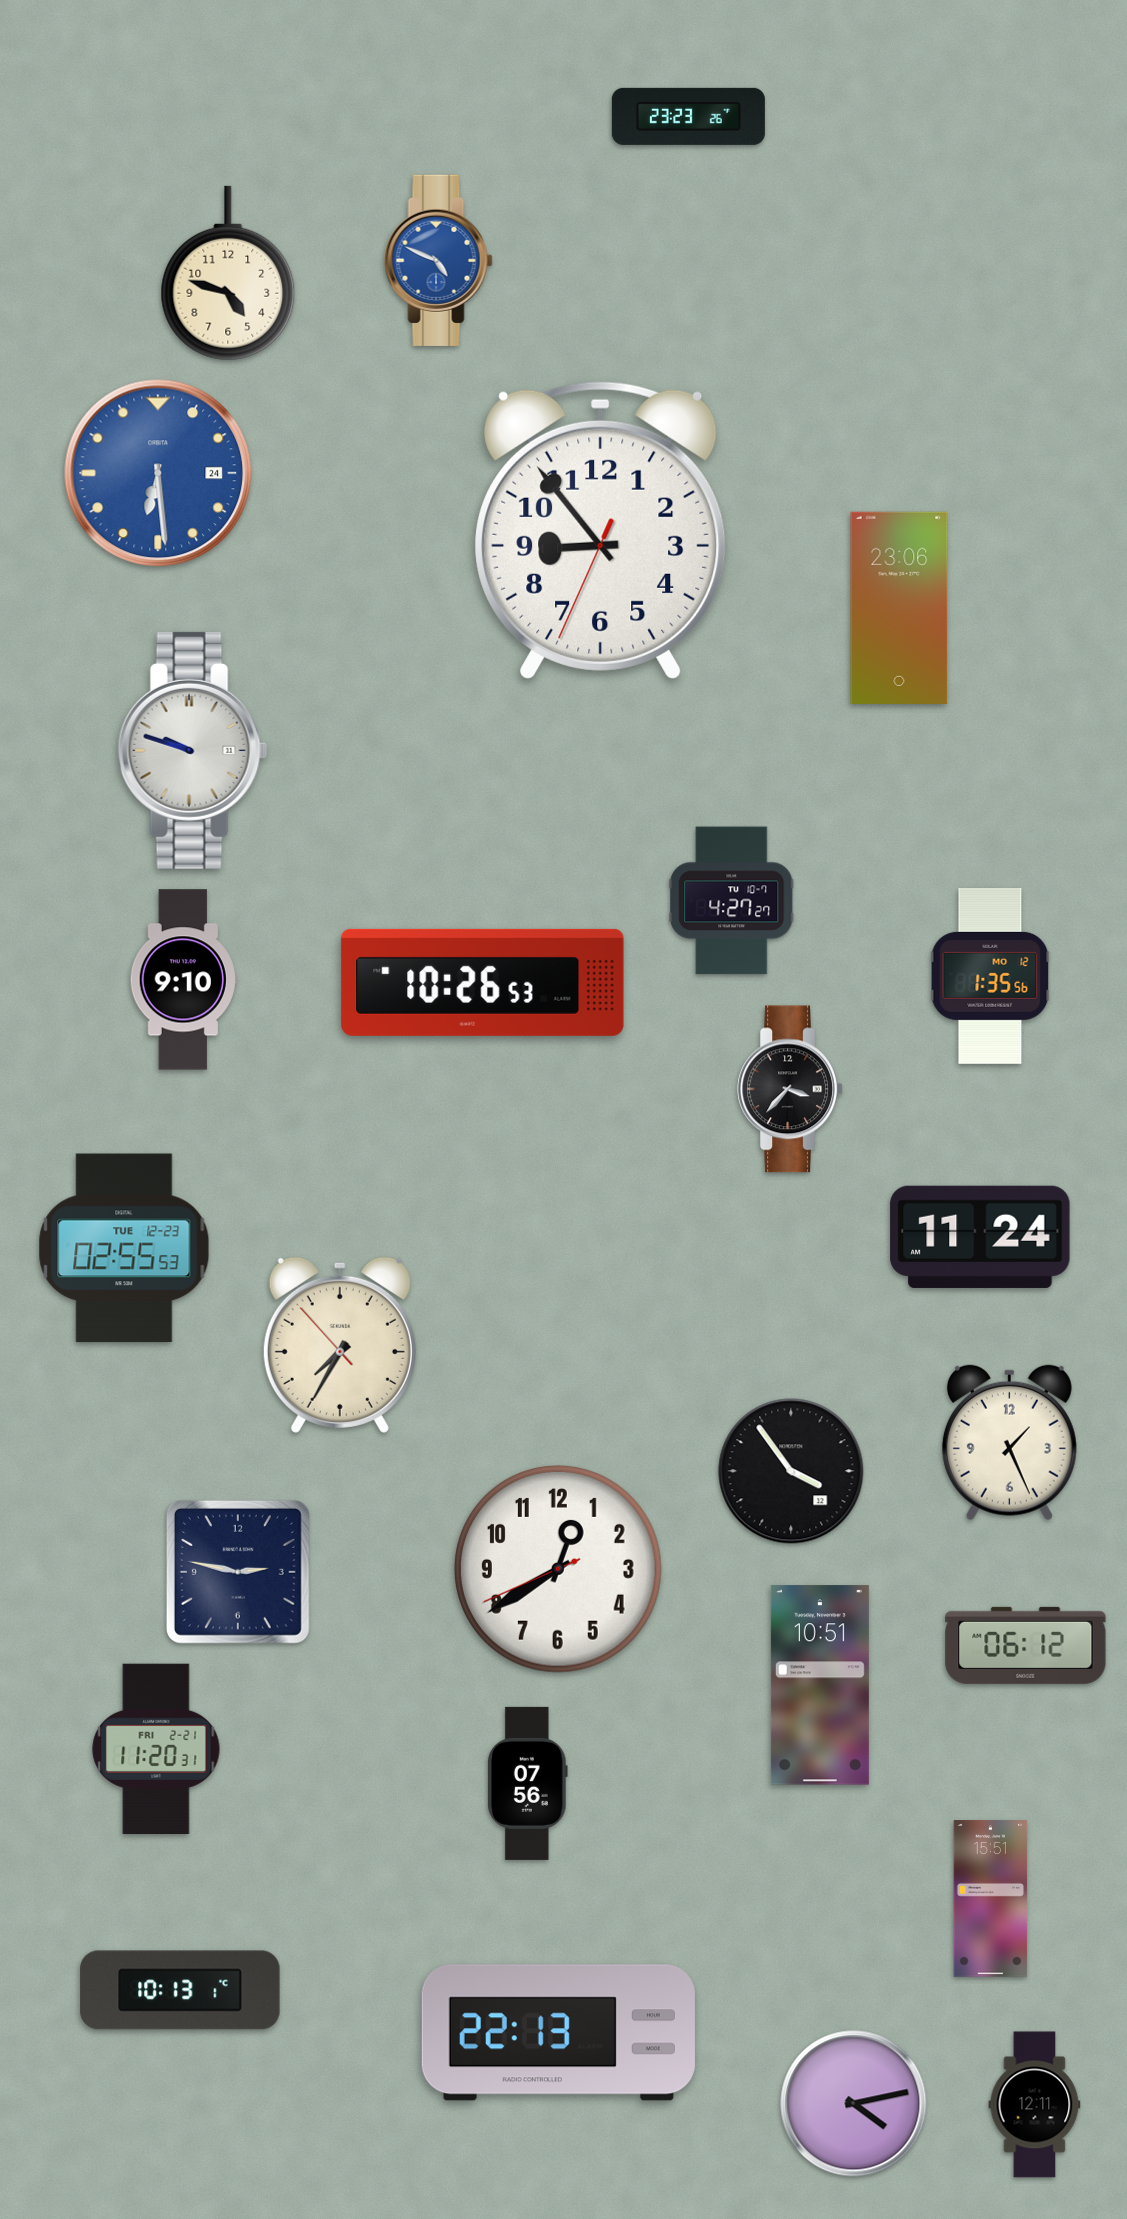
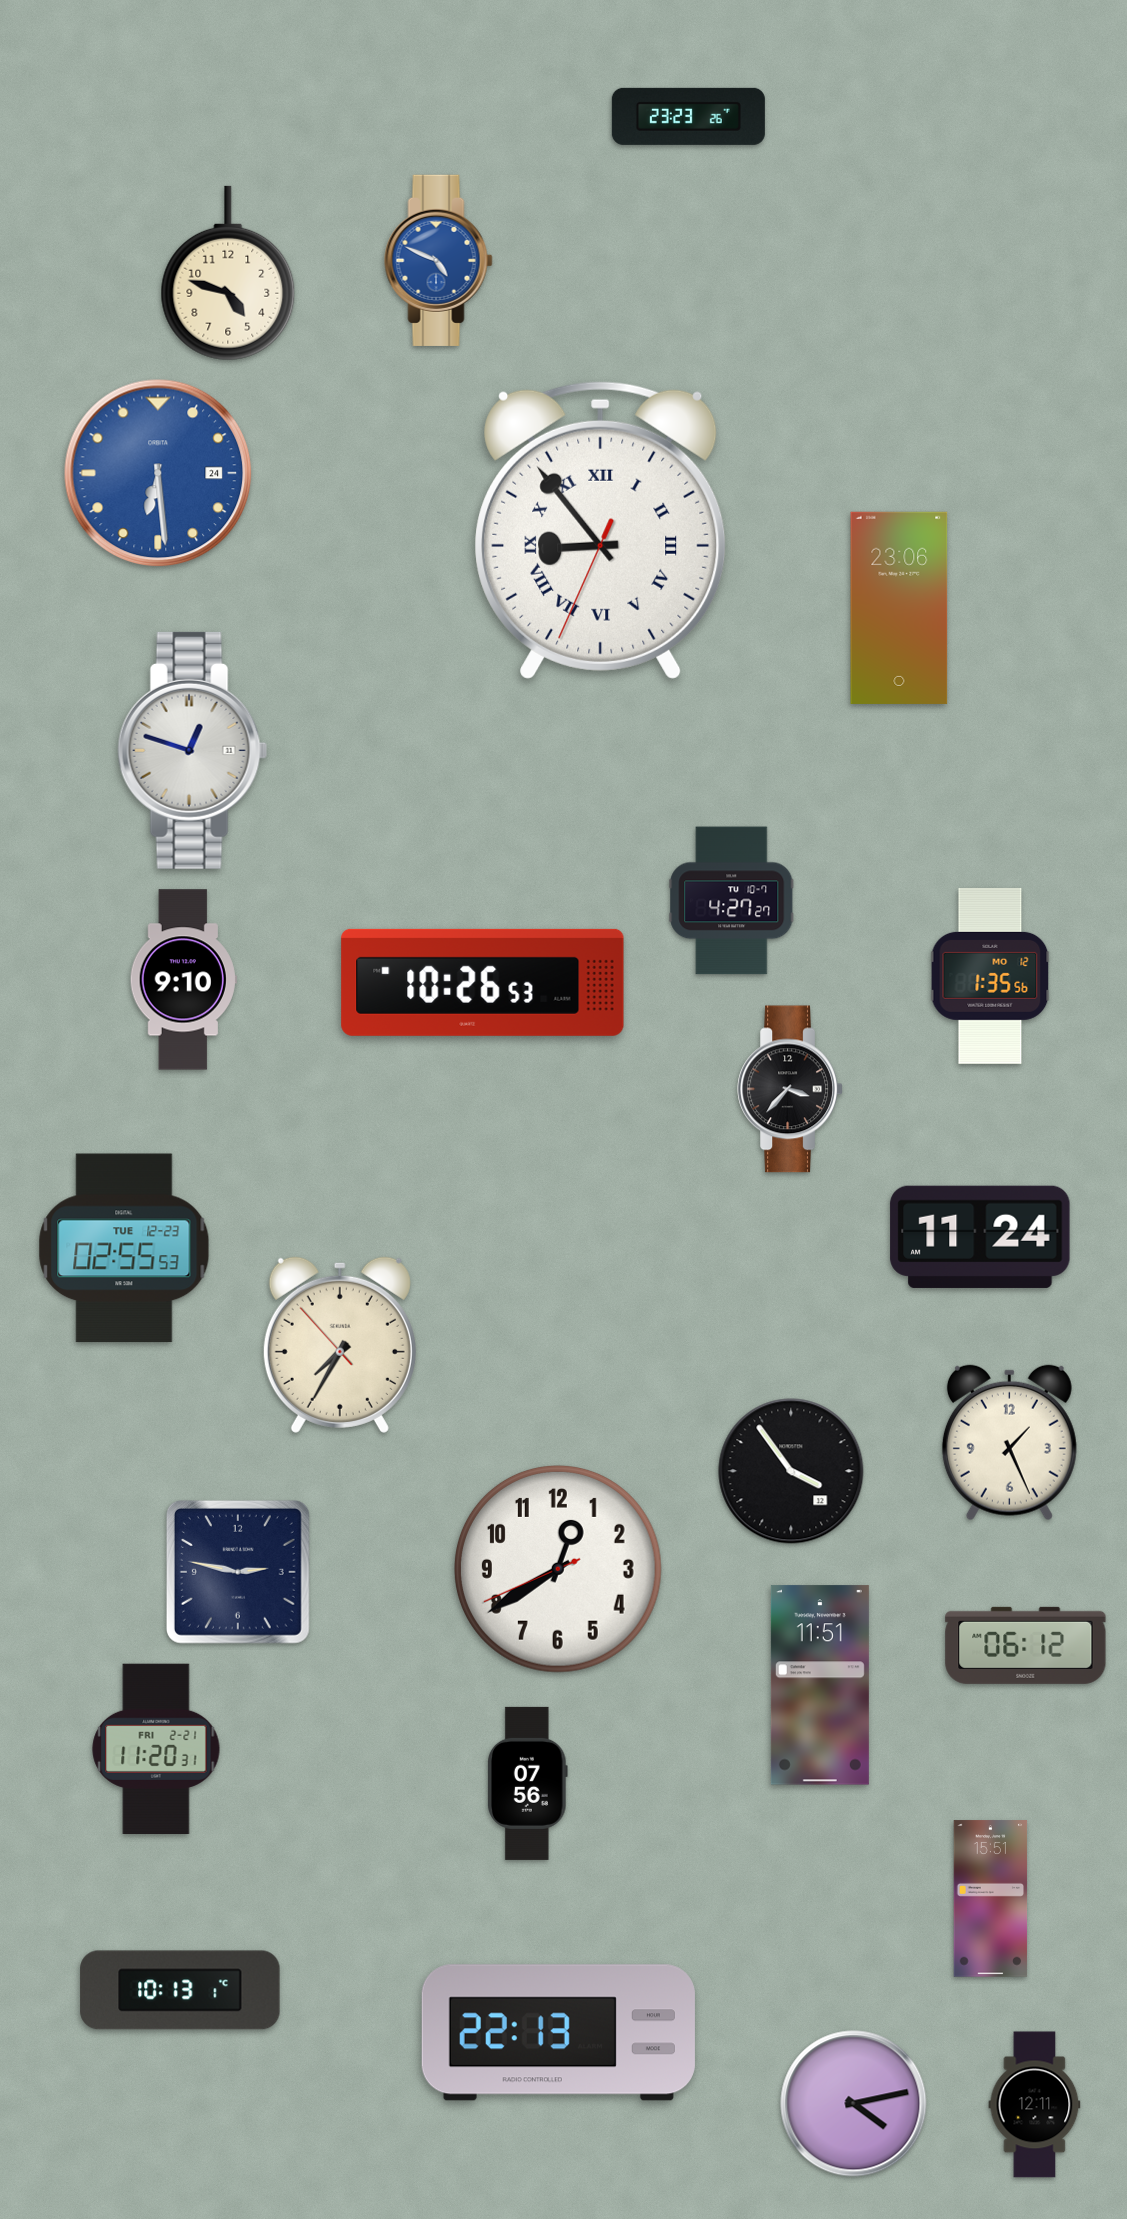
clock at (601, 530) numerals: Arabic -> Roman
clock at (193, 750): 9:48 -> 12:48
clock at (820, 1685): 10:51 -> 11:51
